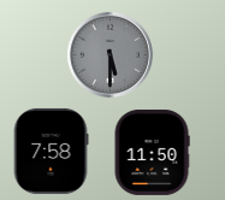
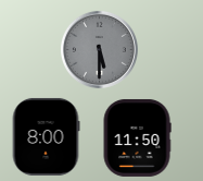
clock at (51, 151): 7:58 -> 8:00
